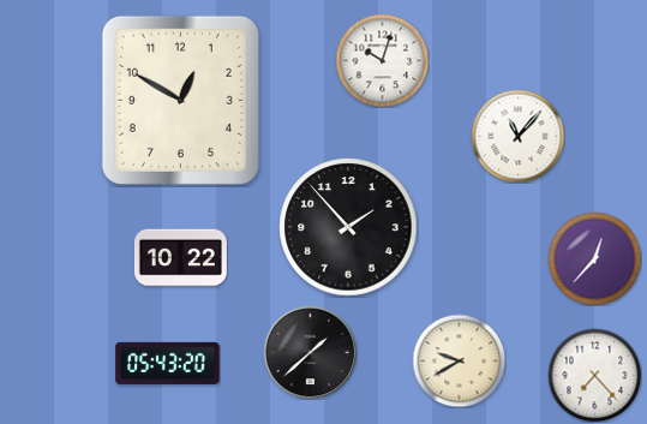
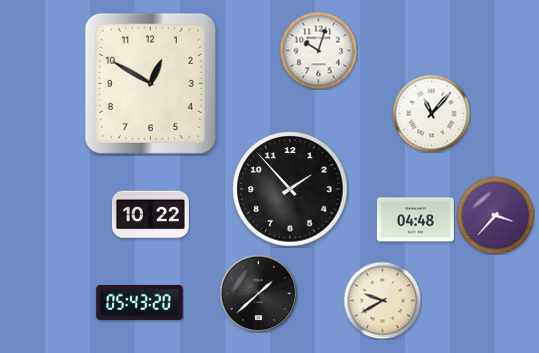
clock at (594, 258): 12:37 -> 3:37
clock at (415, 220): none -> 04:48
clock at (594, 375): 7:23 -> none
